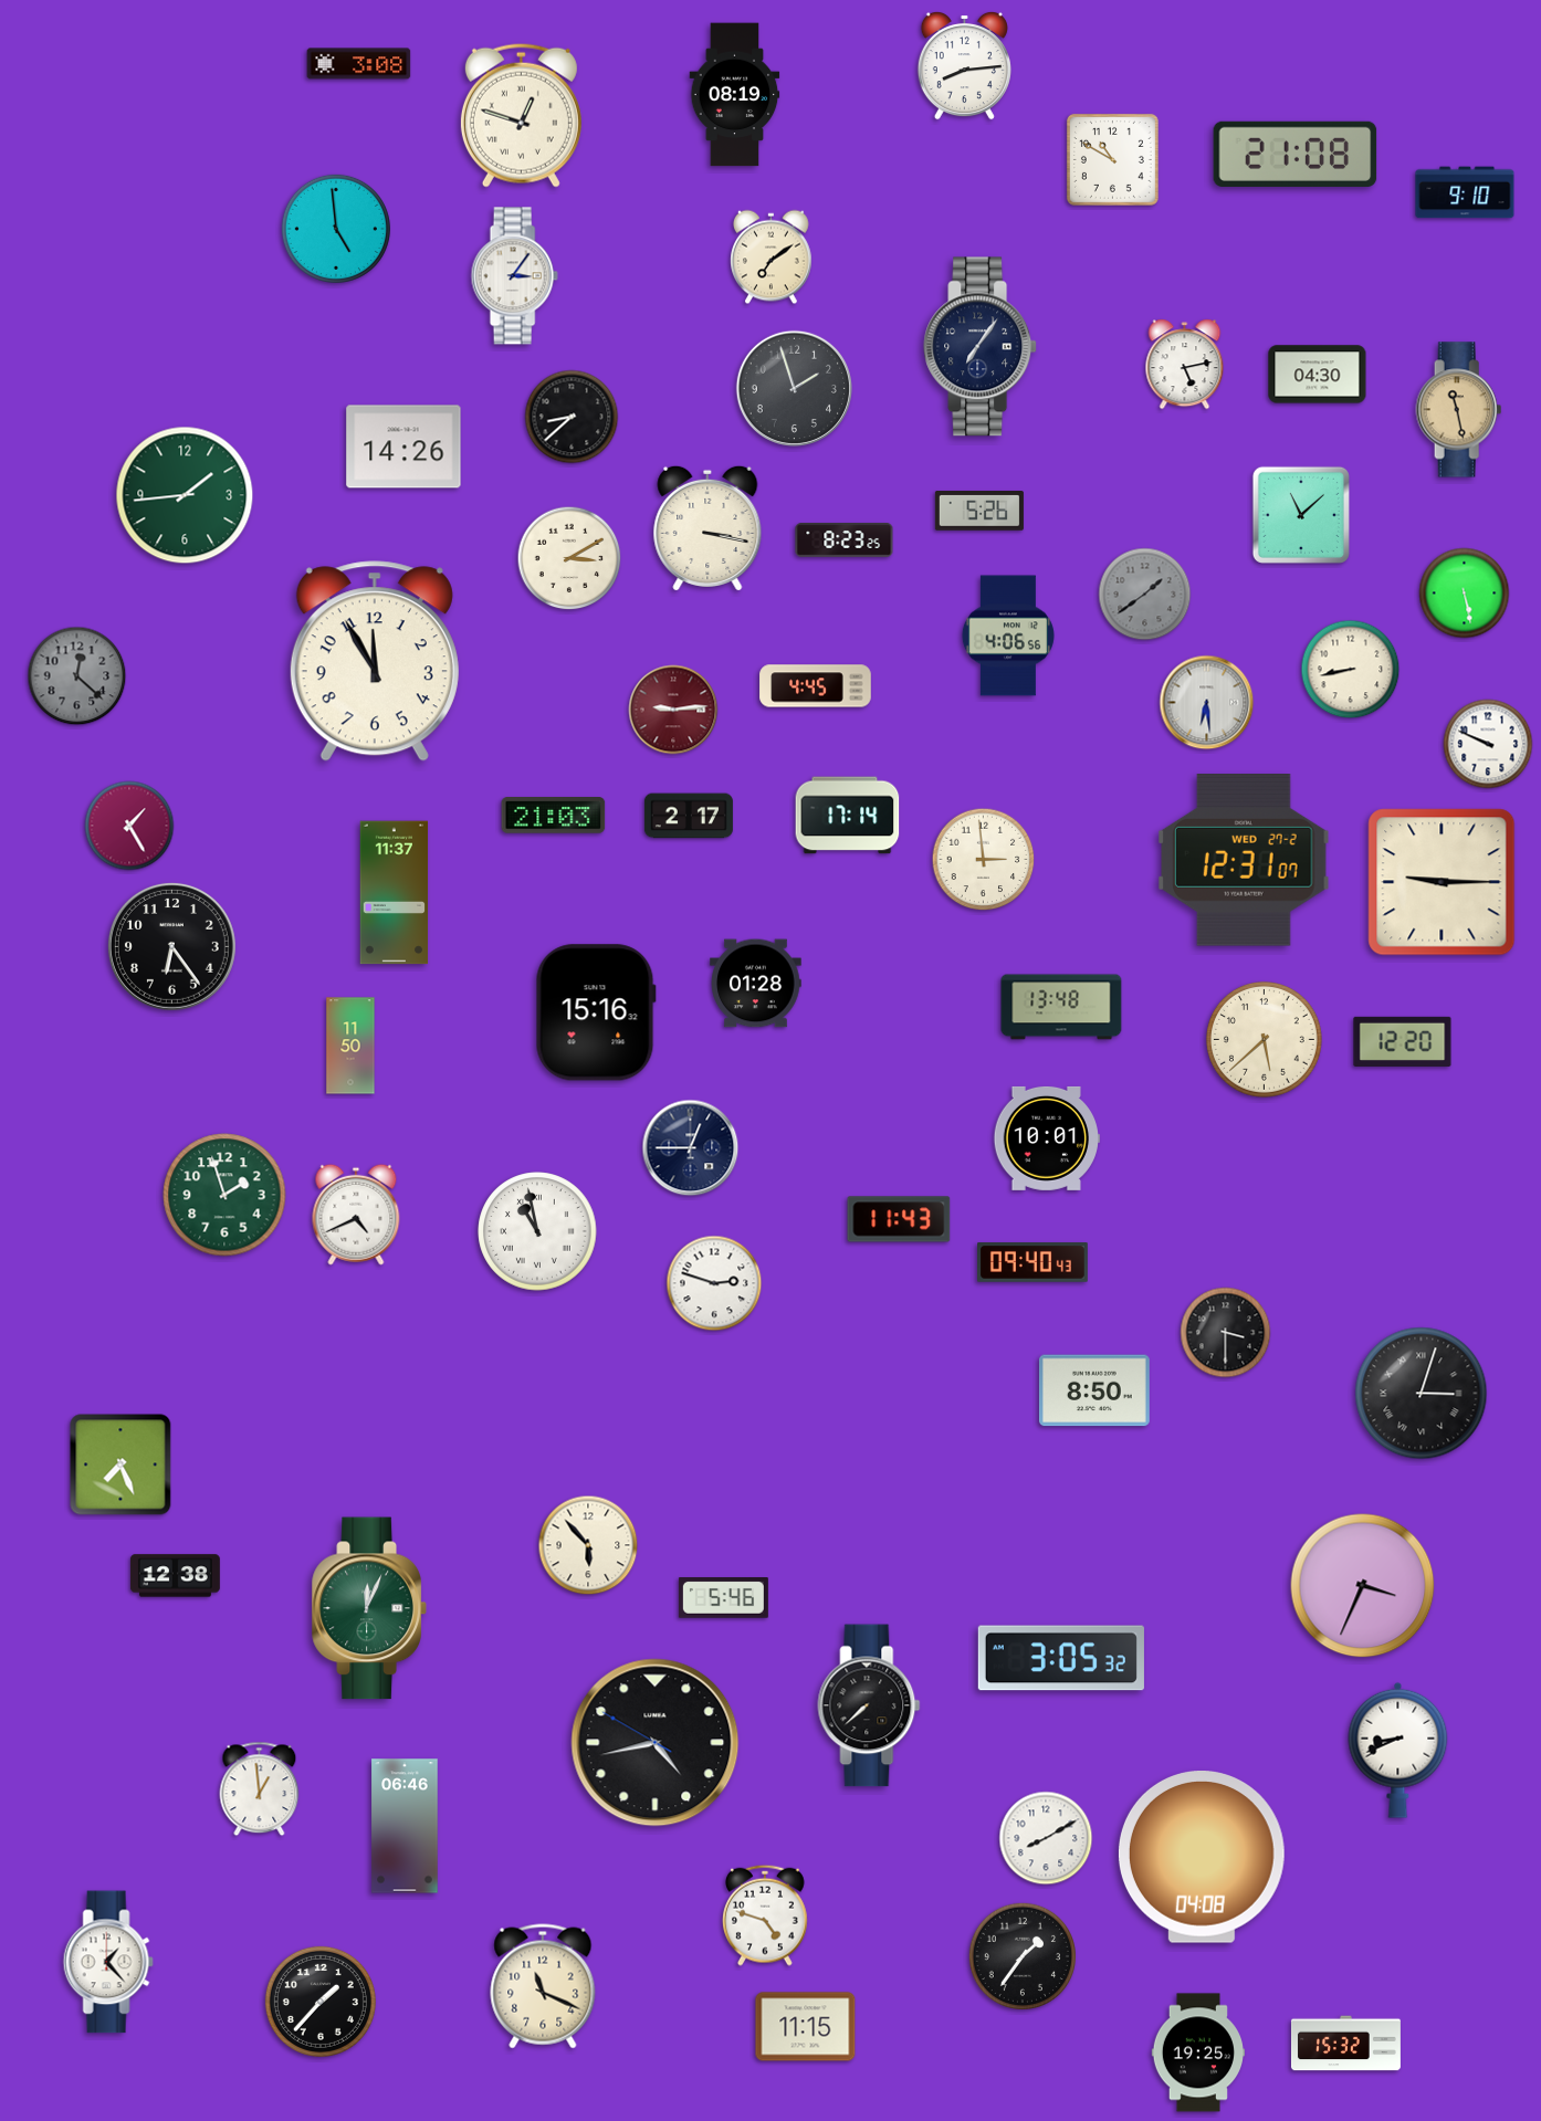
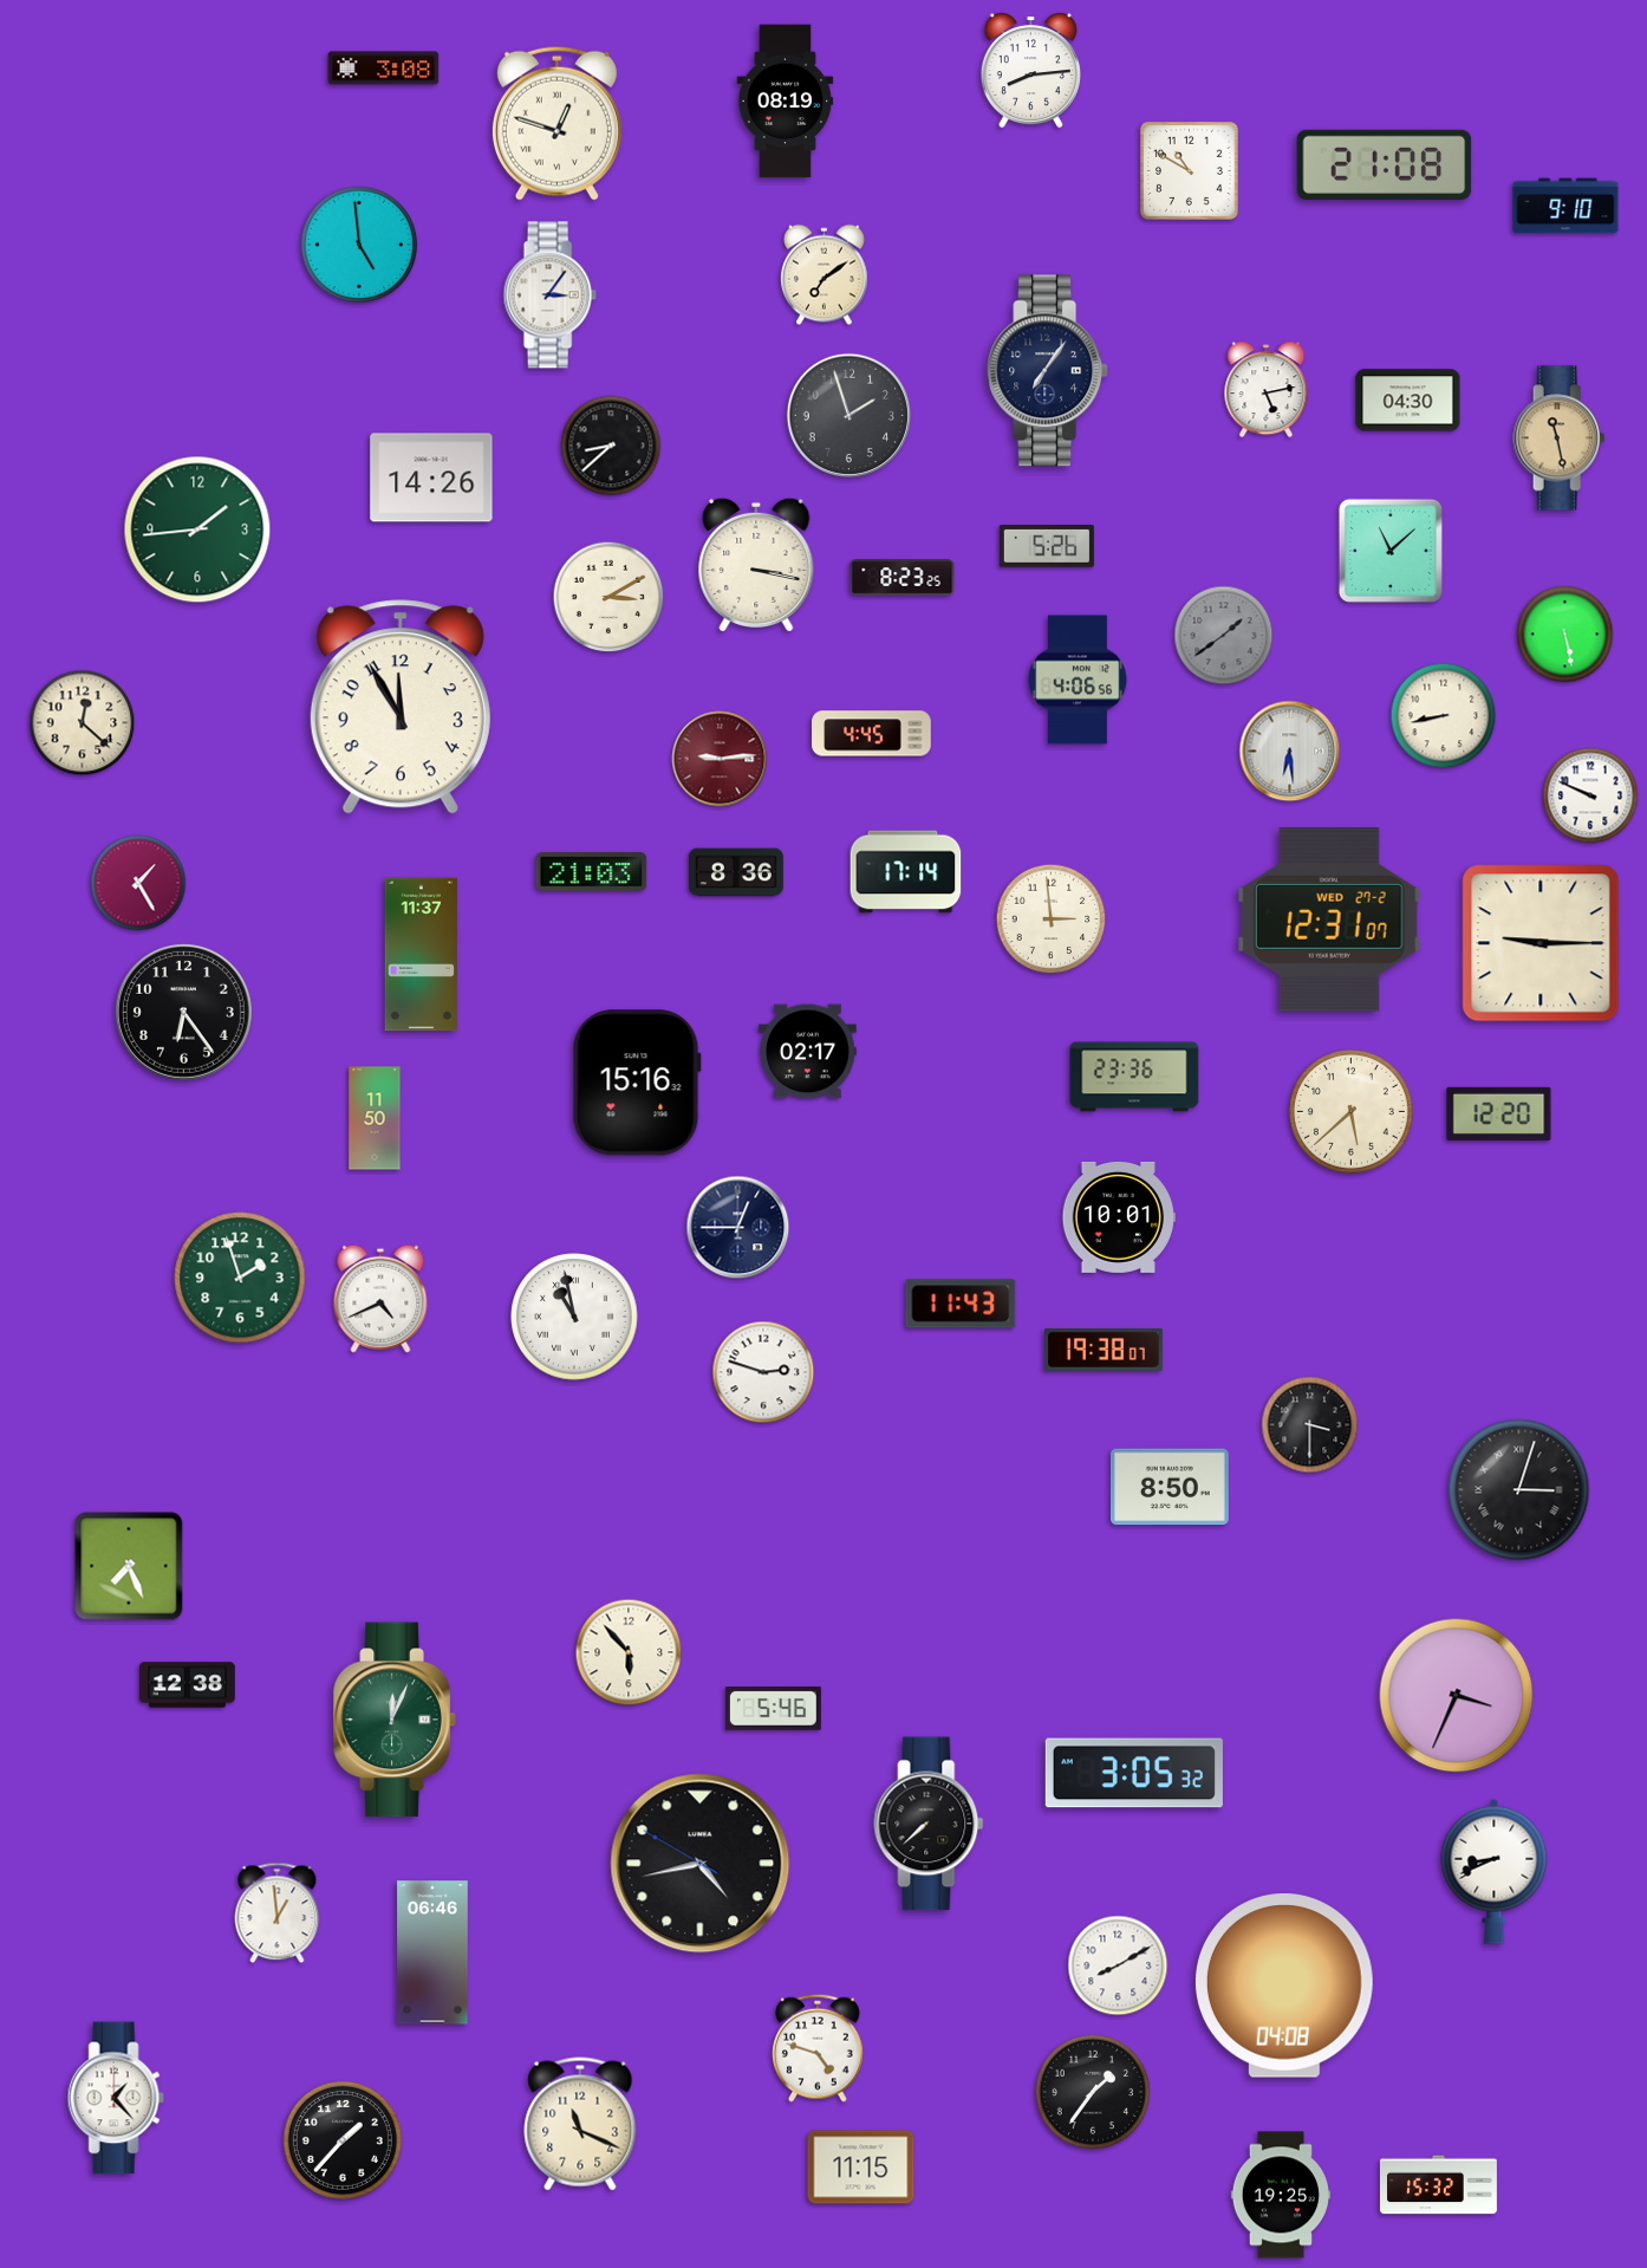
clock at (77, 676) dial: grey -> cream
clock at (689, 816): 2:17 -> 8:36
clock at (756, 984): 01:28 -> 02:17
clock at (1061, 1007): 13:48 -> 23:36
clock at (1034, 1262): 09:40 -> 19:38
